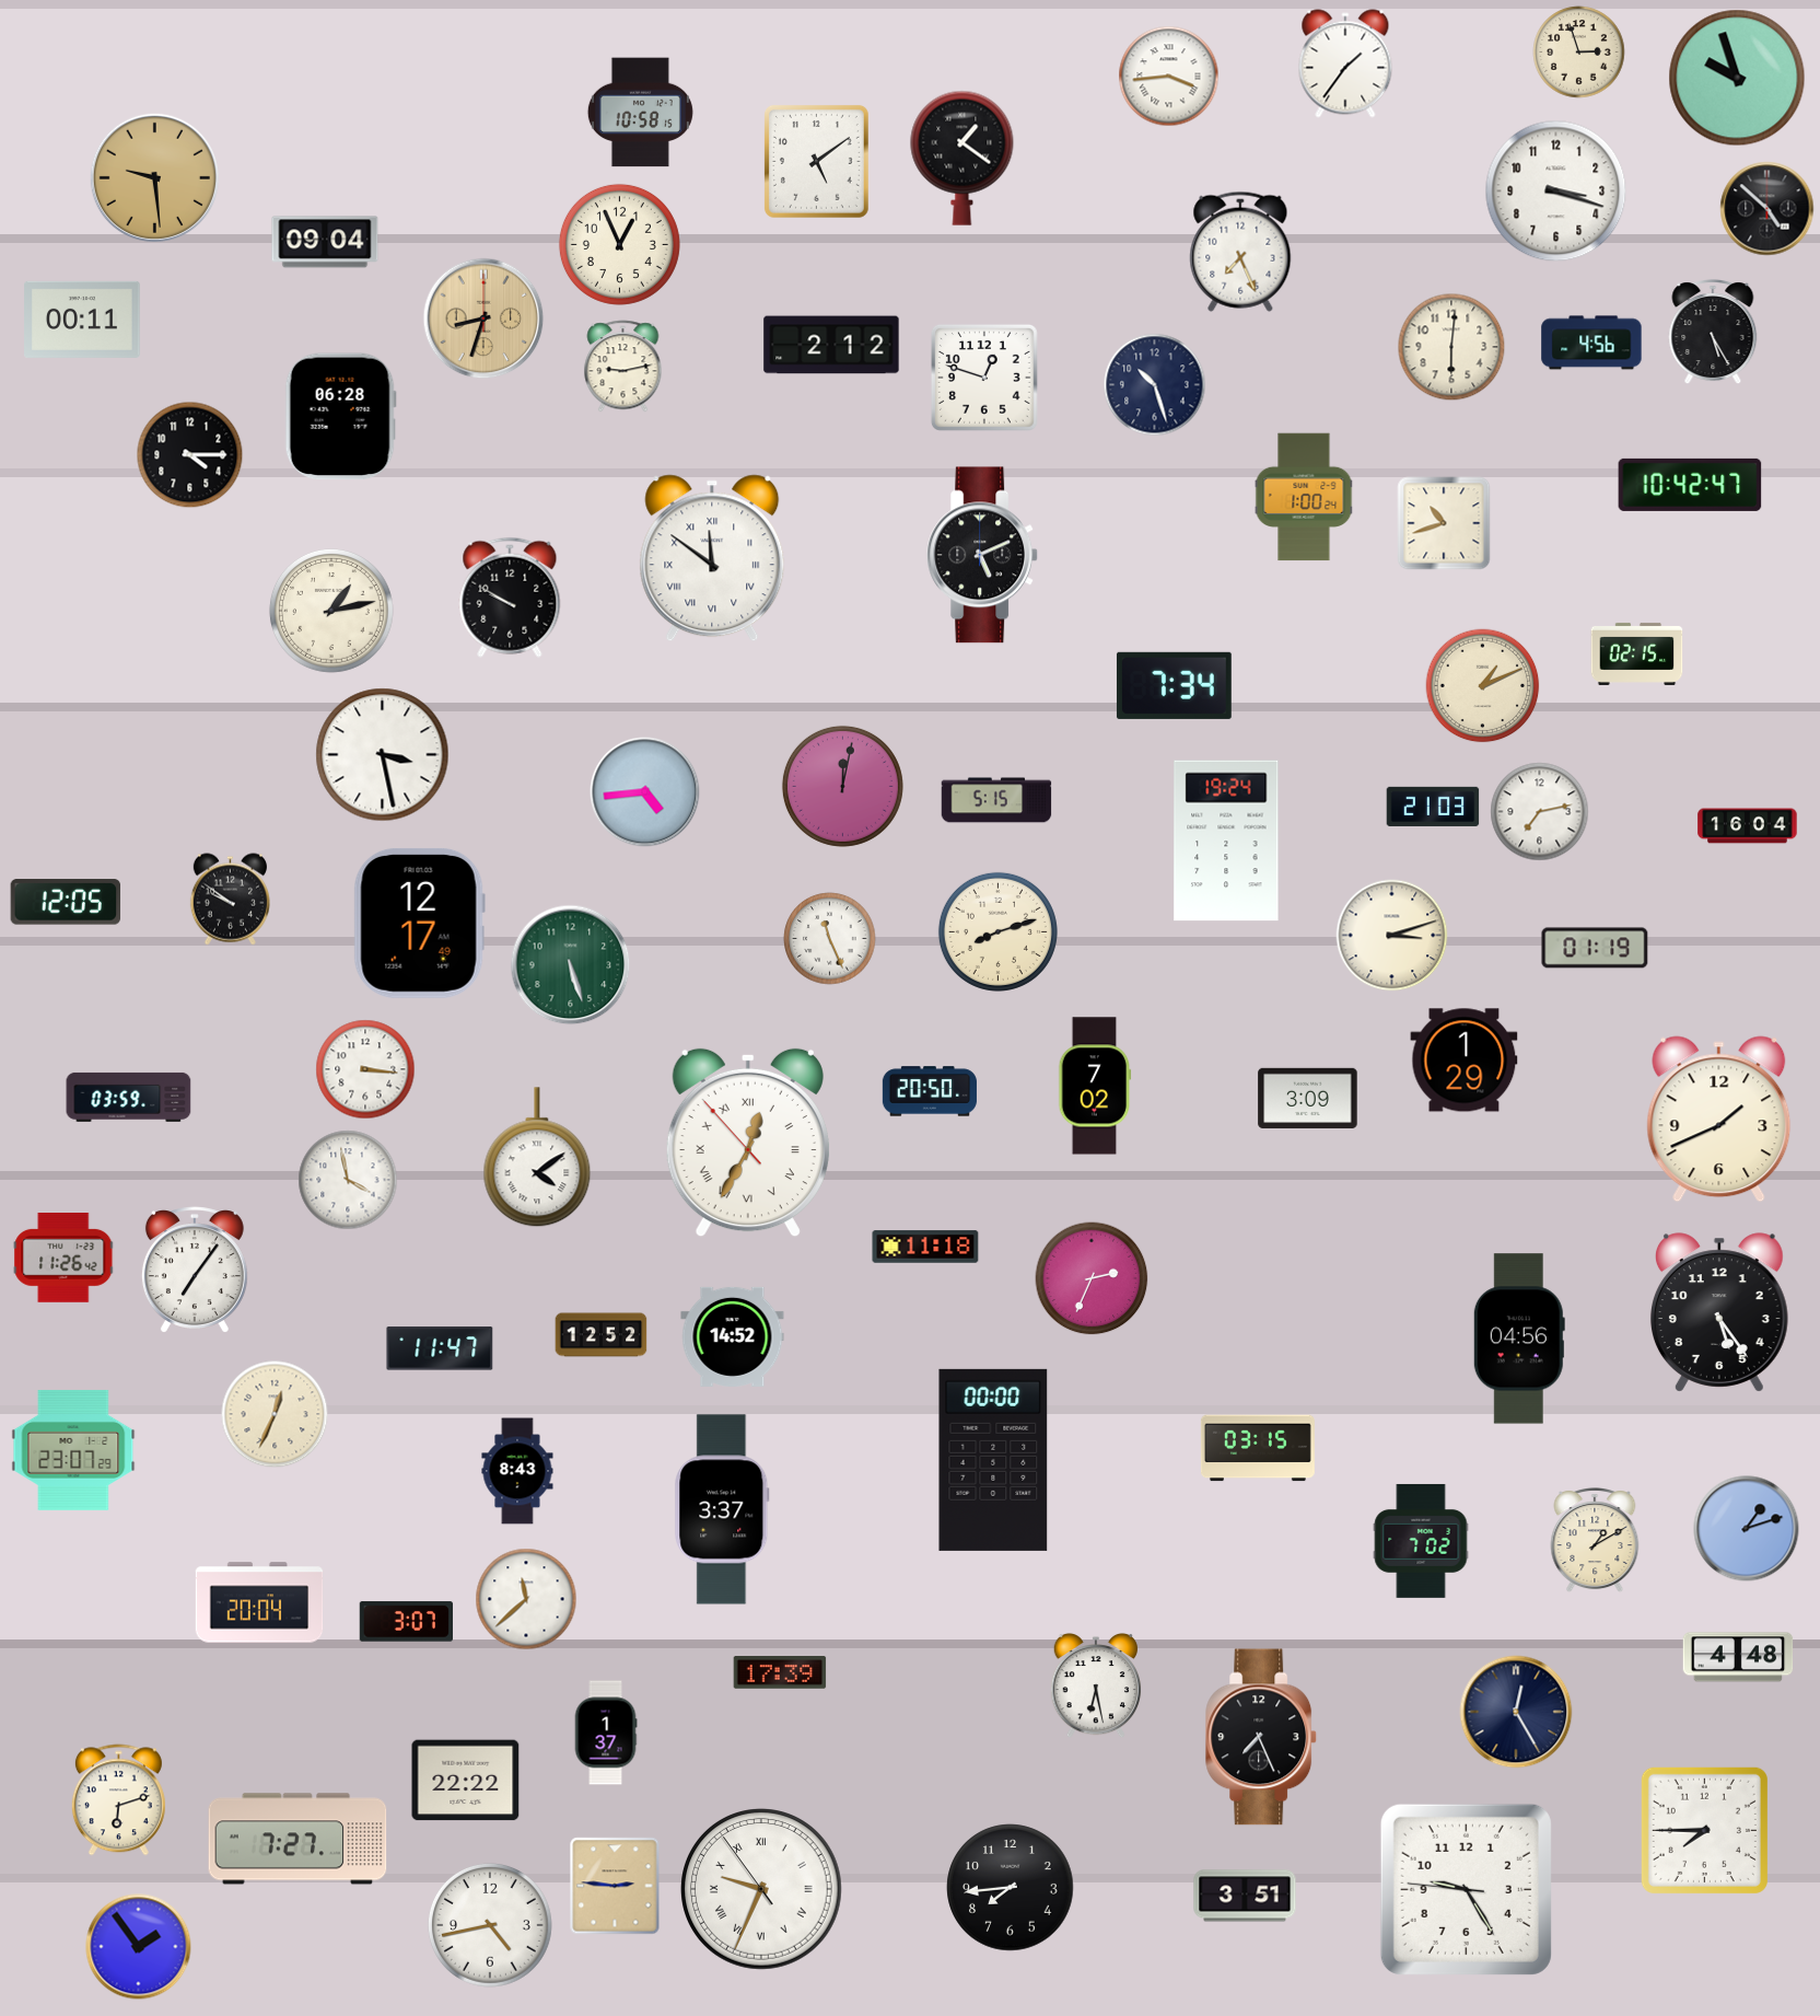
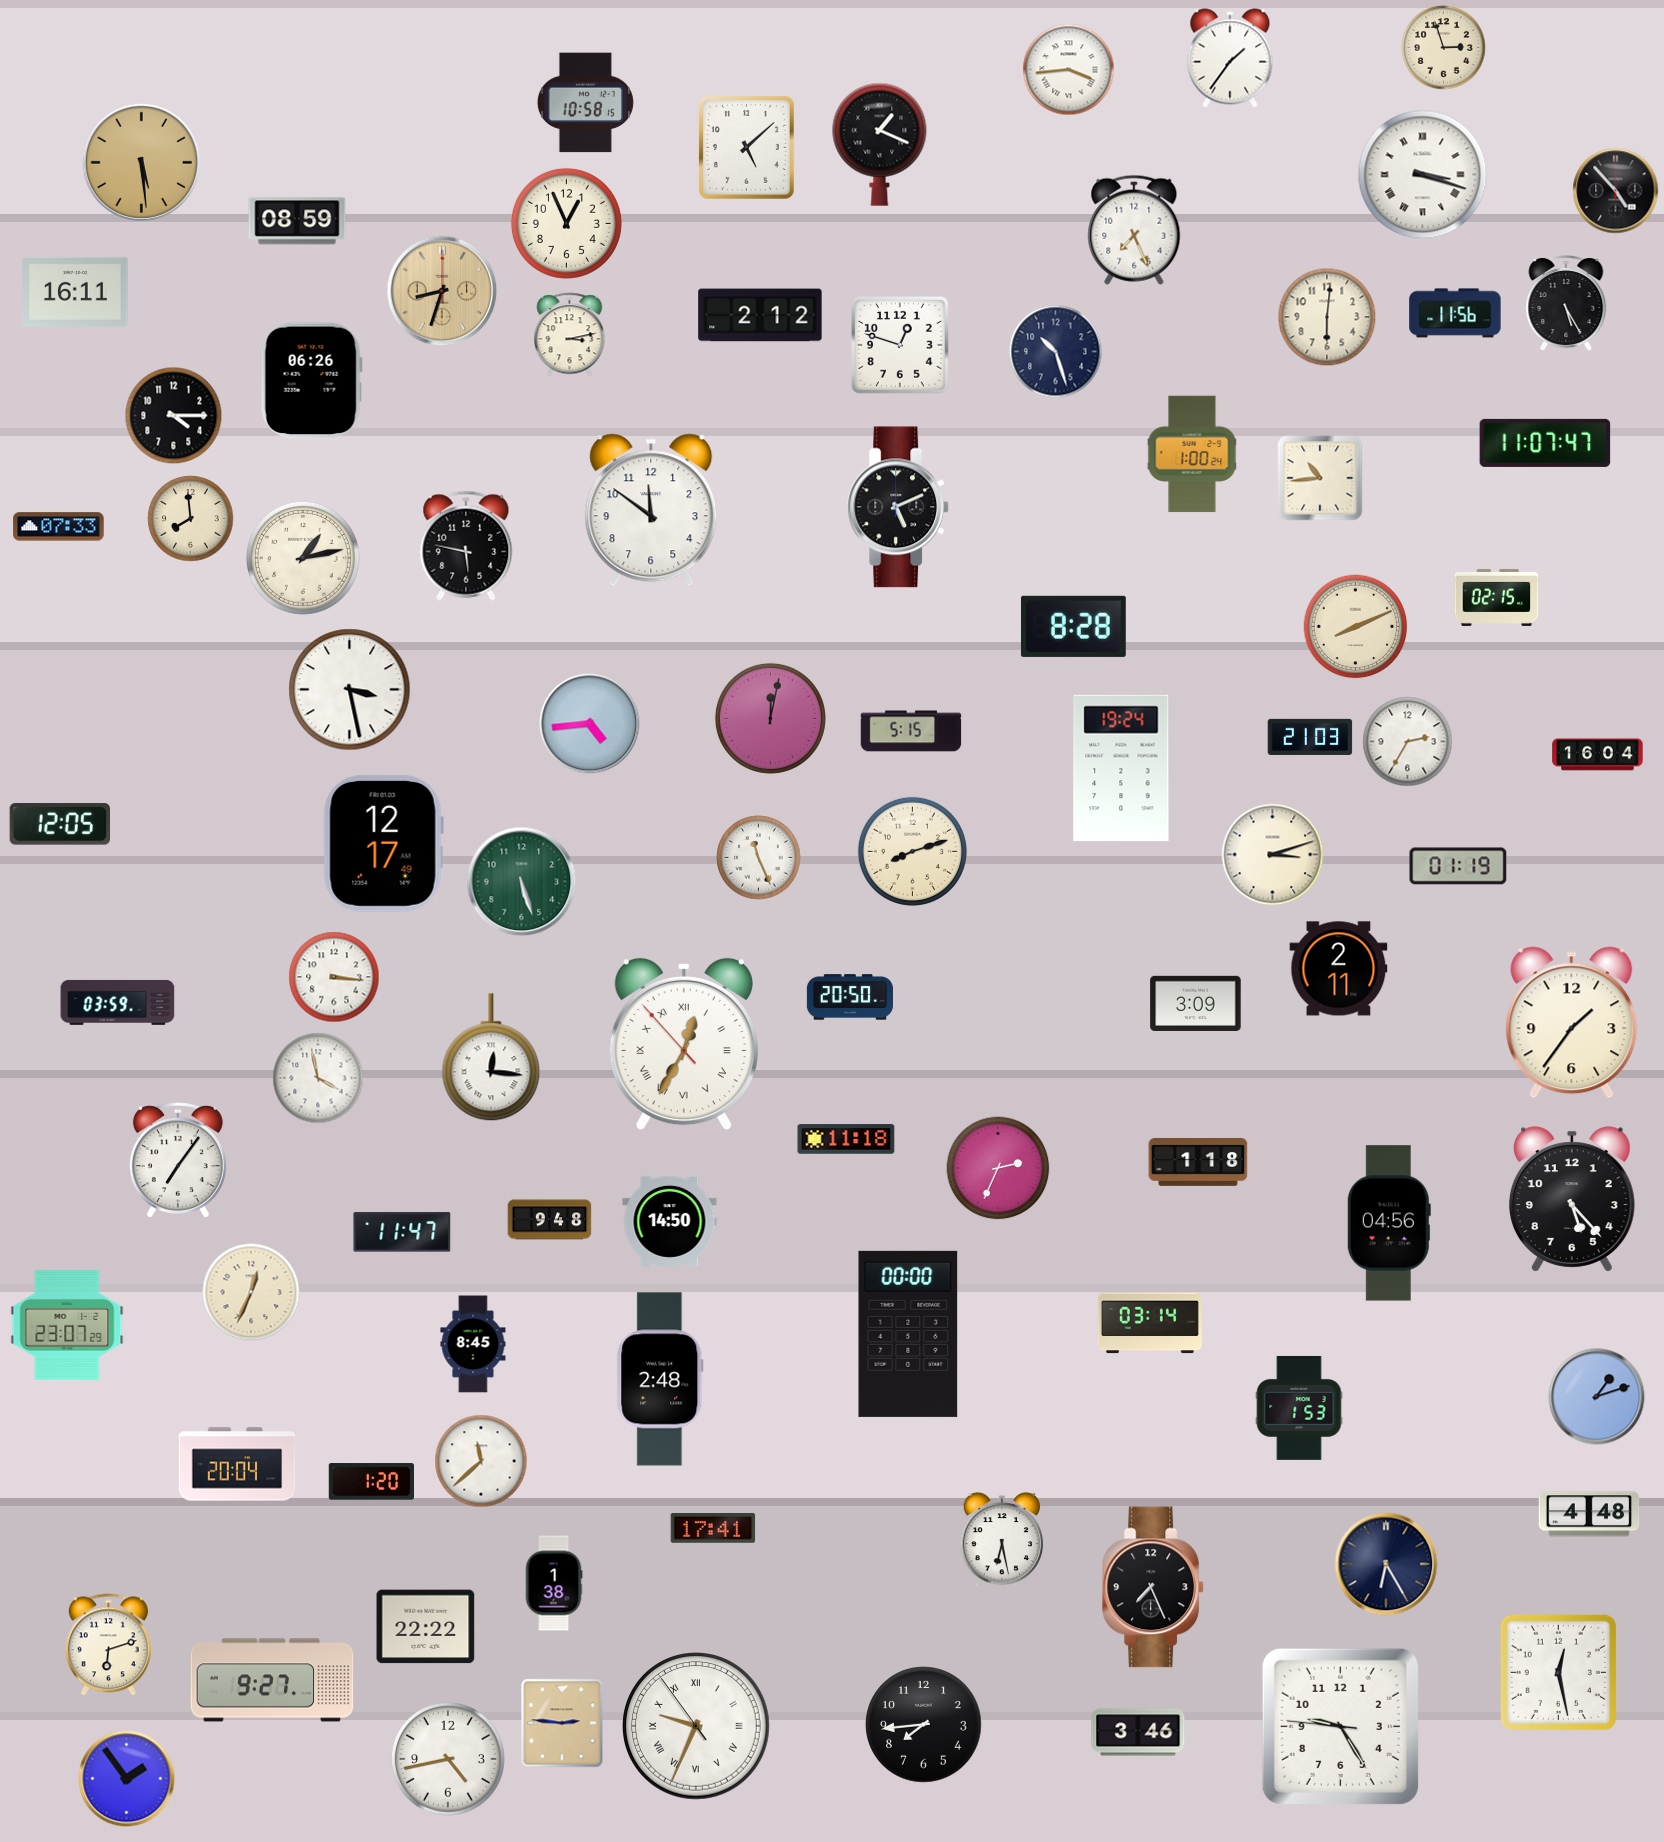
clock at (1737, 78): 9:57 -> none
clock at (962, 158): 1:21 -> 1:19
clock at (816, 161): 5:09 -> 5:08
clock at (154, 177): 9:29 -> 5:29
clock at (1556, 192) numerals: Arabic -> Roman
clock at (1767, 209): 4:52 -> 4:53
clock at (325, 242): 09:04 -> 08:59
clock at (82, 320): 00:11 -> 16:11
clock at (1591, 343): 4:56 -> 11:56
clock at (623, 367): 9:13 -> 3:13
clock at (340, 417): 06:28 -> 06:26
clock at (1690, 485): 10:42 -> 11:07
clock at (1444, 523): 10:42 -> 10:44
clock at (712, 558) numerals: Roman -> Arabic
clock at (191, 519): none -> 7:59
clock at (59, 527): none -> 07:33
clock at (510, 598): 9:50 -> 5:47
clock at (1174, 685): 7:34 -> 8:28
clock at (1483, 686): 1:11 -> 8:11
clock at (1540, 812): 7:13 -> 2:35
clock at (230, 900): 9:51 -> none
clock at (1465, 1061): 1:29 -> 2:11
clock at (1095, 1086): 7:02 -> none
clock at (1719, 1120): 1:41 -> 1:36
clock at (537, 1158): 4:09 -> 12:16
clock at (63, 1259): 11:26 -> none
clock at (1198, 1163): none -> 1:18
clock at (1719, 1312): 5:24 -> 5:23
clock at (602, 1335): 12:52 -> 9:48
clock at (733, 1336): 14:52 -> 14:50
clock at (1258, 1448): 03:15 -> 03:14
clock at (517, 1471): 8:43 -> 8:45
clock at (722, 1509): 3:37 -> 2:48
clock at (1421, 1541): 7:02 -> 1:53
clock at (1595, 1541): 1:10 -> none
clock at (406, 1622): 3:07 -> 1:20
clock at (780, 1673): 17:39 -> 17:41
clock at (1516, 1712): 12:25 -> 6:25
clock at (606, 1733): 1:37 -> 1:38
clock at (1704, 1830): 7:45 -> 12:28
clock at (297, 1839): 7:27 -> 9:27
clock at (1245, 1896): 3:51 -> 3:46
